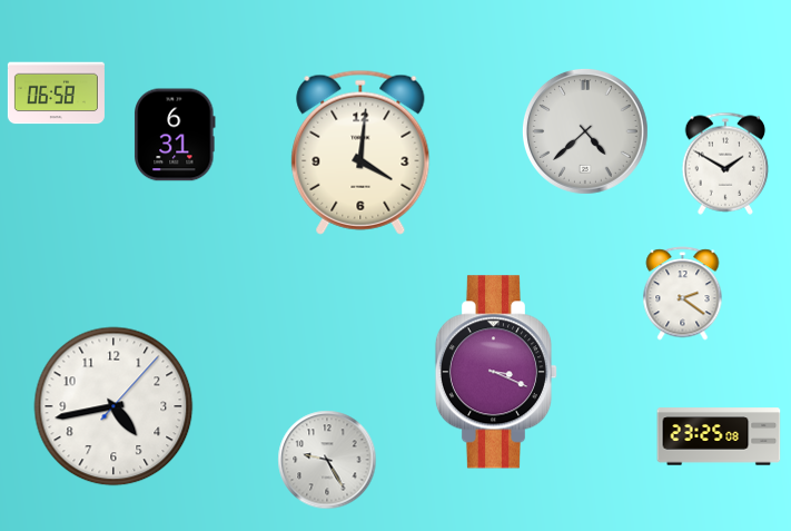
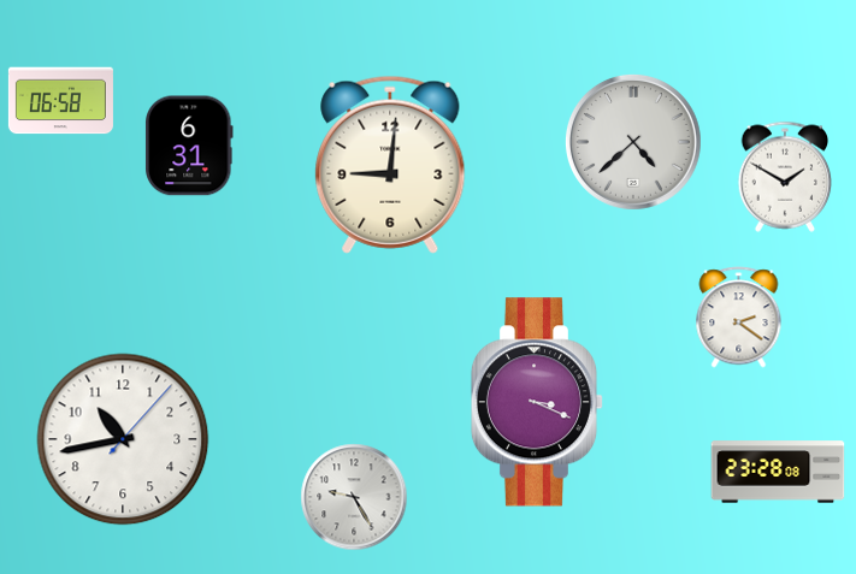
clock at (360, 153): 4:01 -> 9:01
clock at (113, 406): 4:43 -> 10:43
clock at (719, 436): 23:25 -> 23:28
